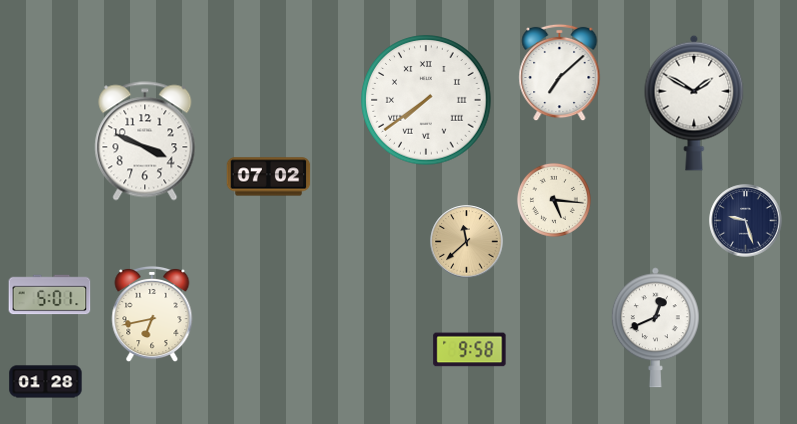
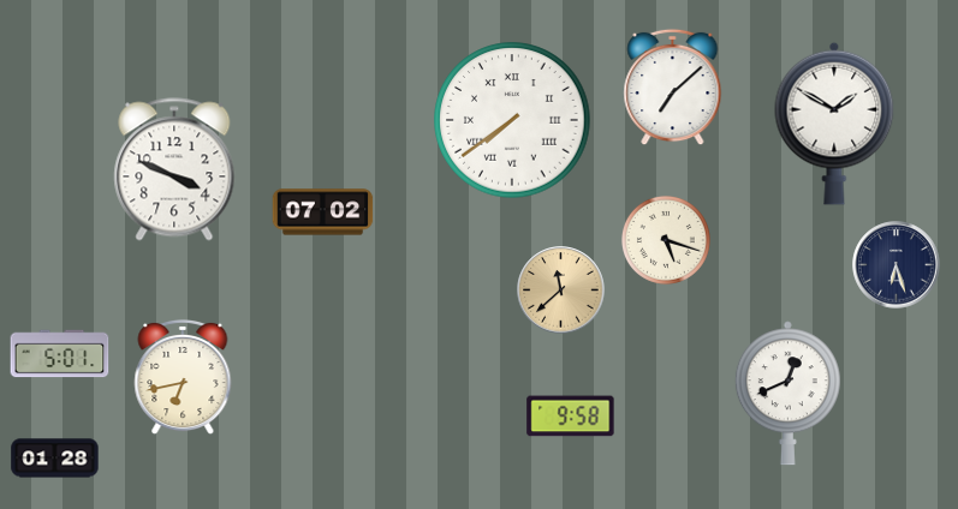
clock at (554, 200): 5:16 -> 5:18
clock at (746, 221): 9:27 -> 6:27
clock at (470, 350) position: (470, 350) -> (571, 417)
